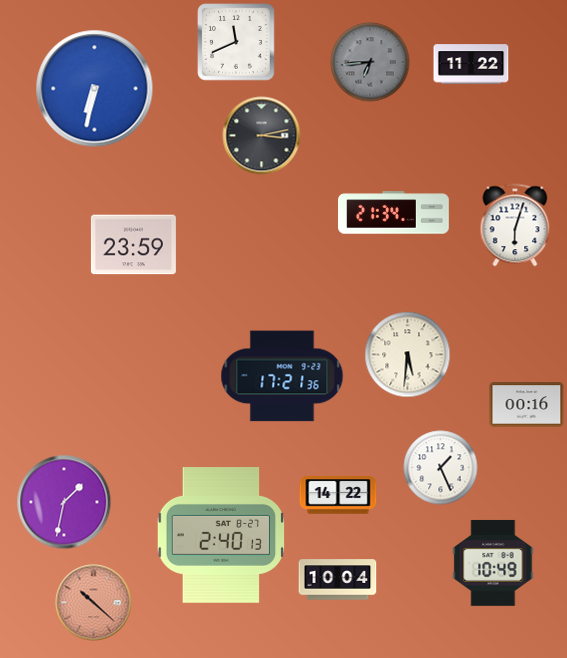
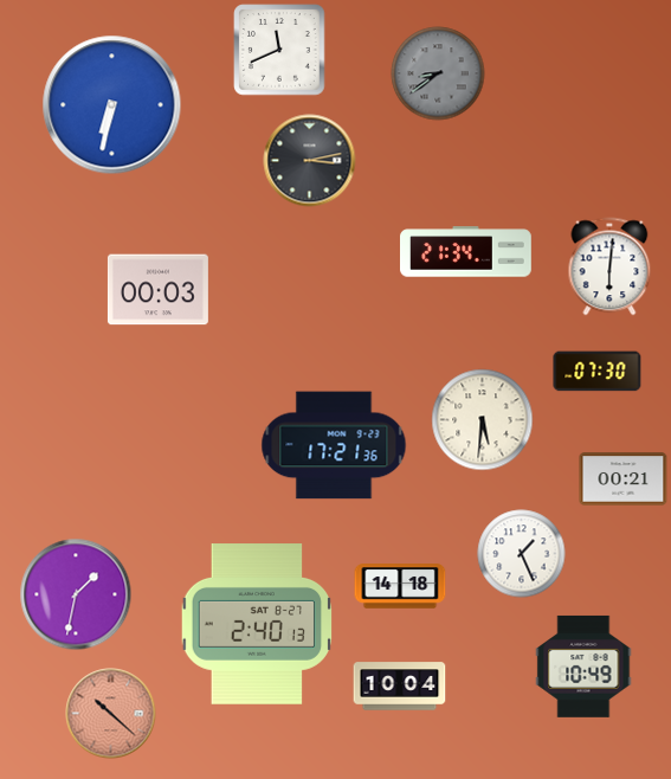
clock at (370, 62): 6:44 -> 8:39
clock at (471, 64): 11:22 -> none
clock at (515, 225): 6:03 -> 6:01
clock at (133, 245): 23:59 -> 00:03
clock at (598, 372): none -> 07:30
clock at (527, 405): 00:16 -> 00:21
clock at (338, 495): 14:22 -> 14:18
clock at (220, 536) position: (220, 536) -> (256, 625)
